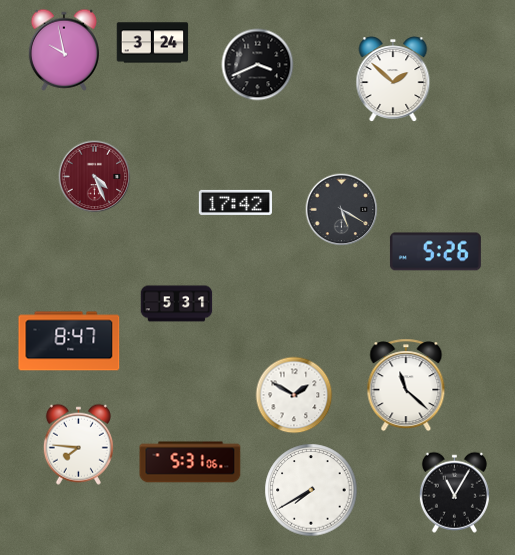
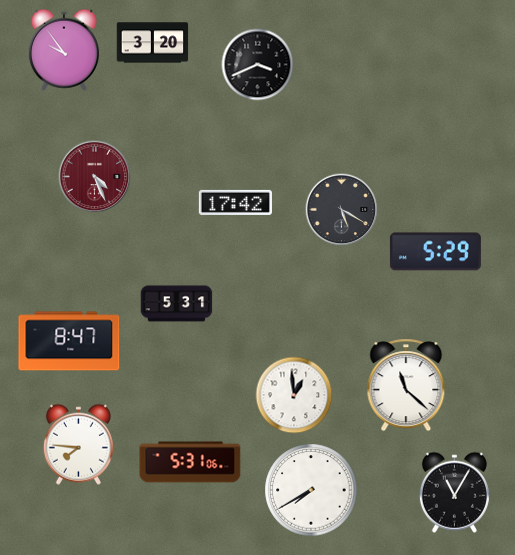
clock at (153, 43): 3:24 -> 3:20
clock at (64, 50): 9:58 -> 9:54
clock at (393, 79): 1:52 -> none
clock at (435, 252): 5:26 -> 5:29
clock at (294, 395): 1:50 -> 12:59
